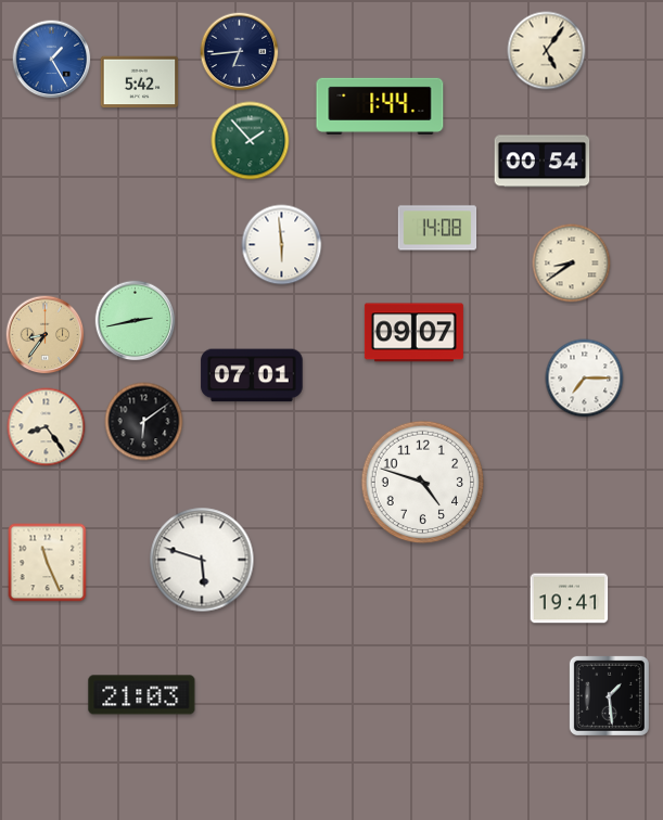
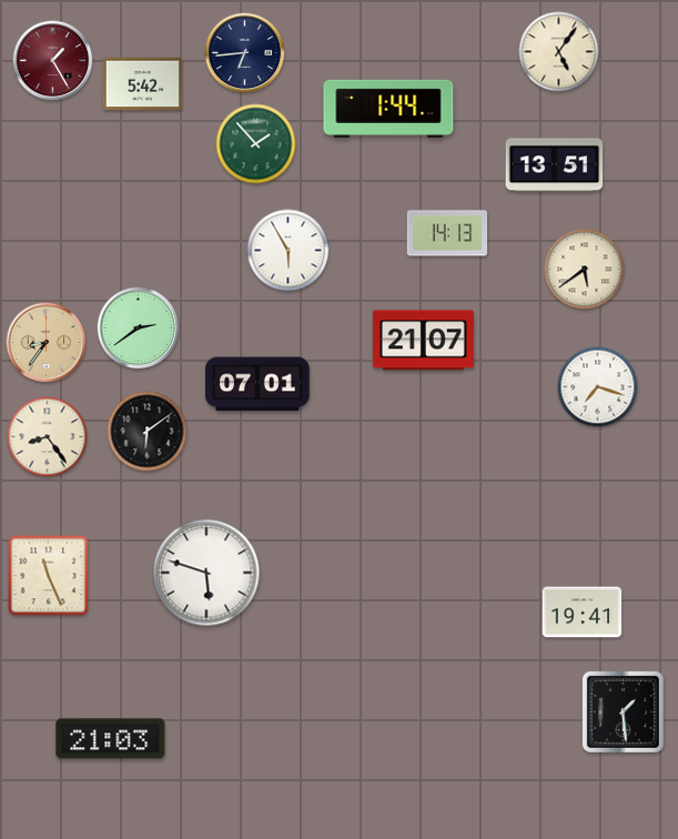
clock at (52, 60) dial: blue -> burgundy
clock at (543, 162): 00:54 -> 13:51
clock at (437, 228): 14:08 -> 14:13
clock at (282, 245): 5:59 -> 5:55
clock at (572, 264): 8:39 -> 5:39
clock at (136, 321): 2:43 -> 2:39
clock at (413, 333): 09:07 -> 21:07
clock at (585, 379): 7:15 -> 7:18
clock at (423, 483): 4:48 -> none
clock at (142, 695) position: (142, 695) -> (111, 739)
